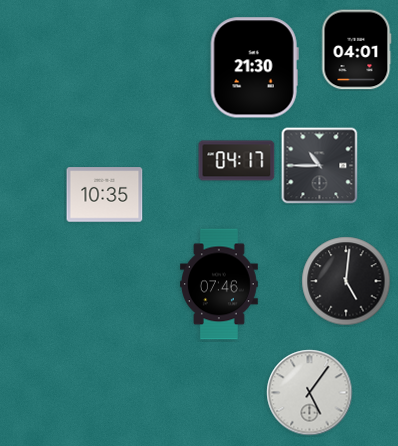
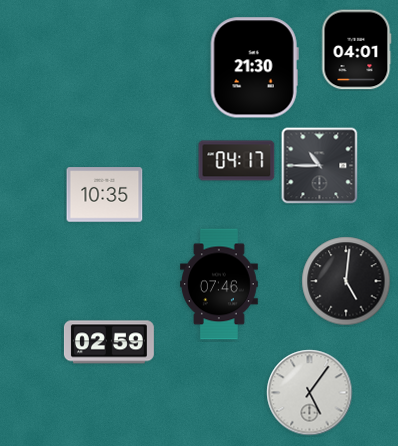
clock at (109, 342): none -> 02:59
